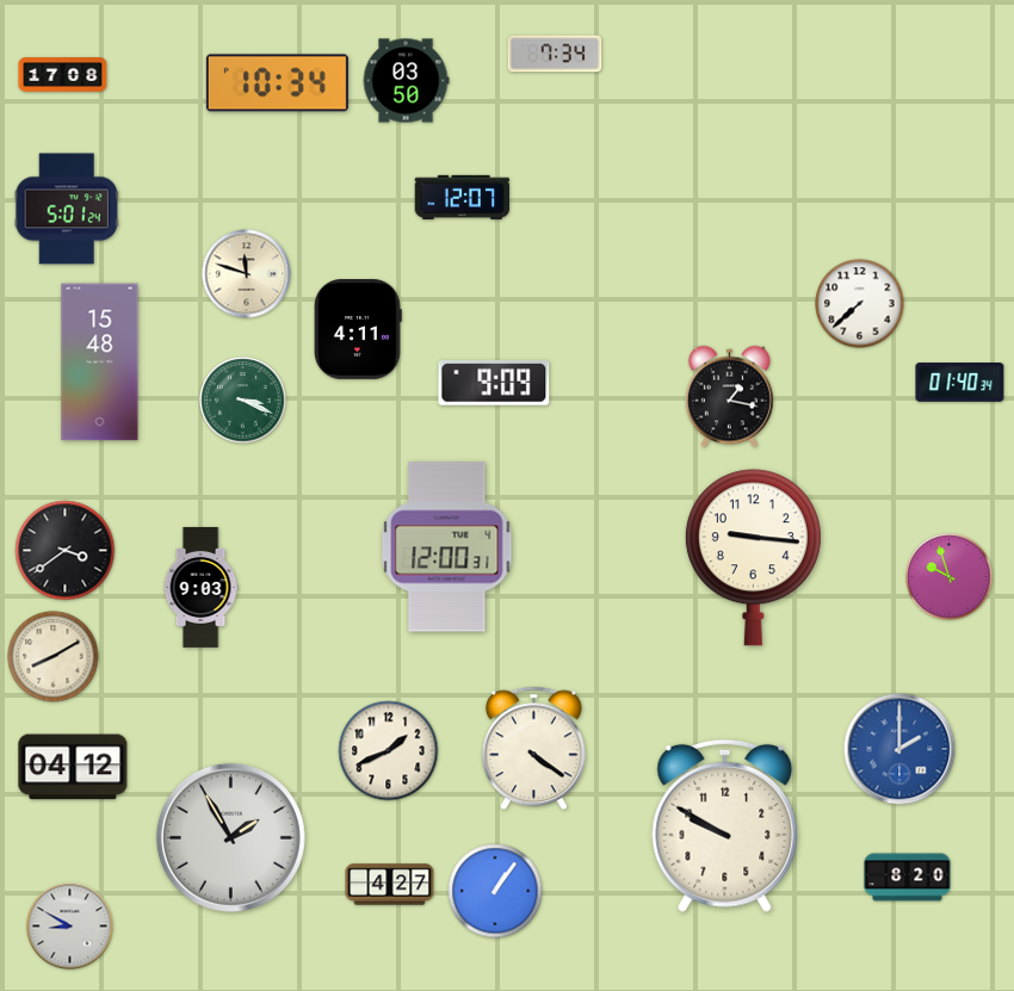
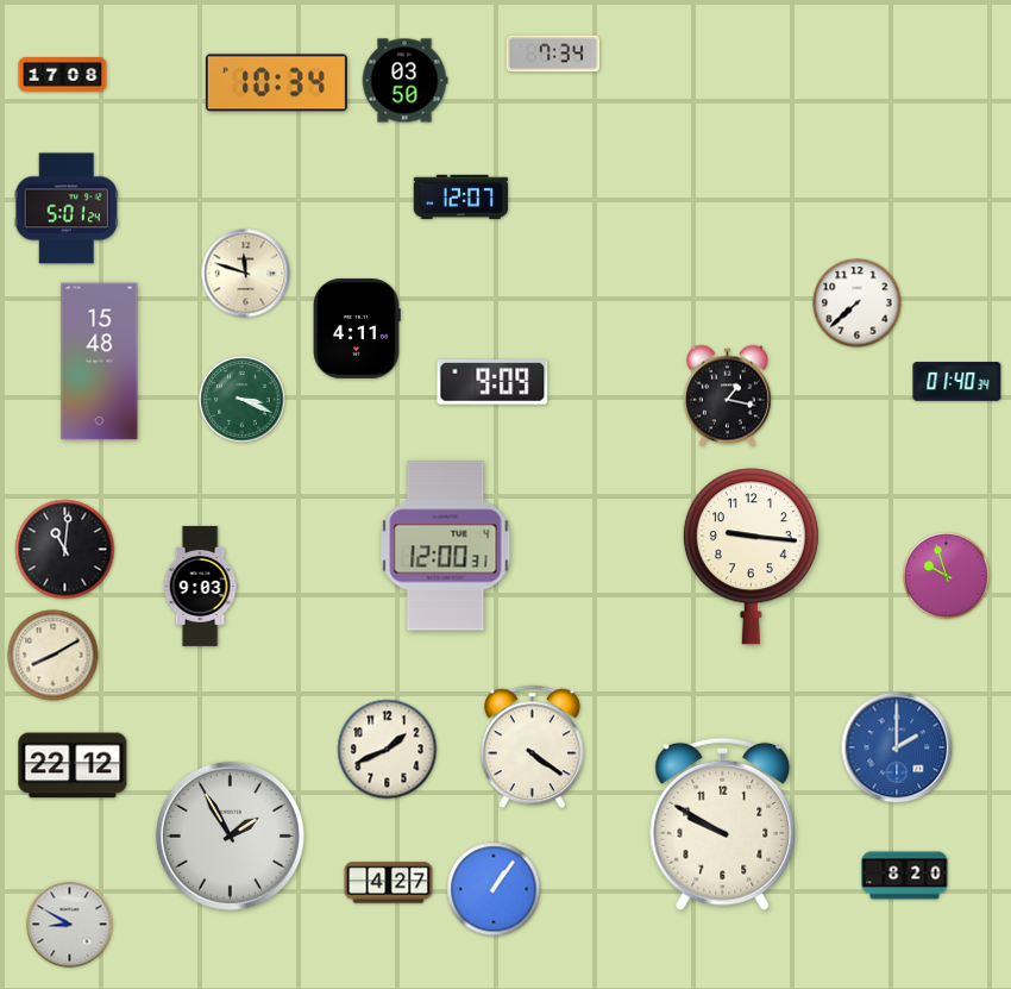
clock at (66, 551): 3:39 -> 11:01
clock at (73, 767): 04:12 -> 22:12
